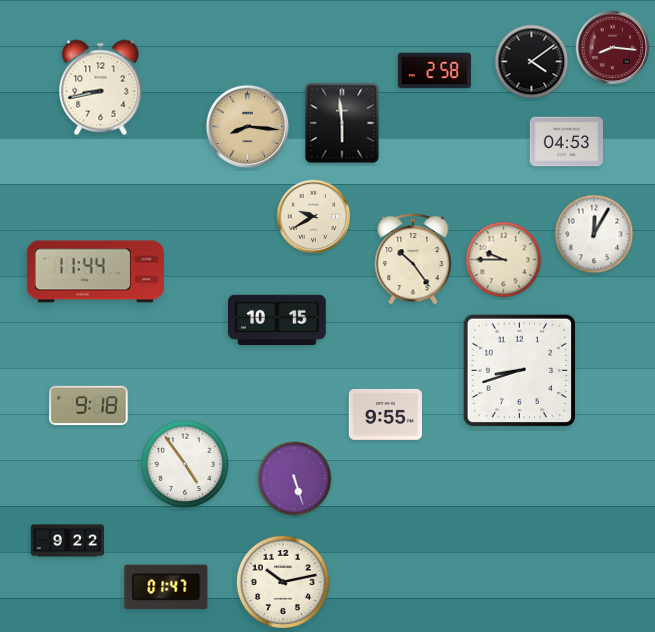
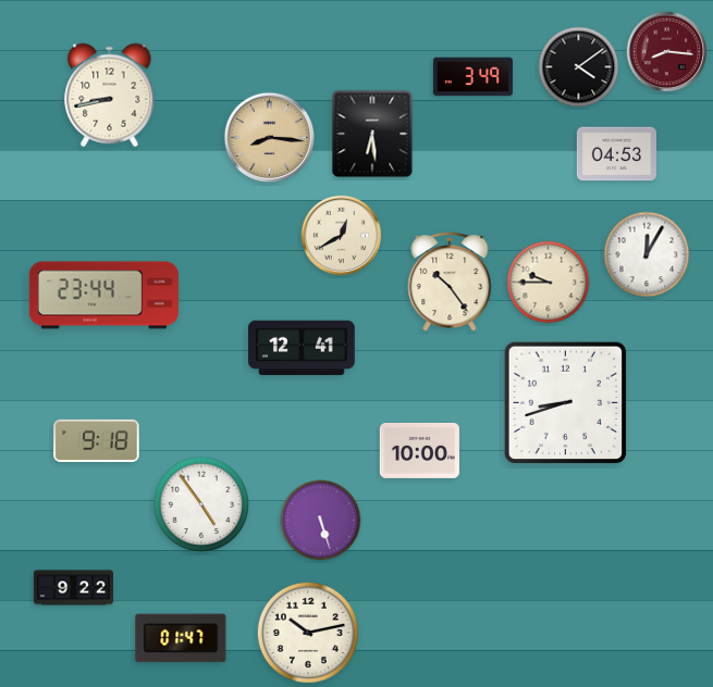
clock at (434, 71): 2:58 -> 3:49
clock at (342, 123): 5:59 -> 6:29
clock at (314, 217): 9:40 -> 12:40
clock at (95, 272): 11:44 -> 23:44
clock at (278, 320): 10:15 -> 12:41
clock at (385, 414): 9:55 -> 10:00
